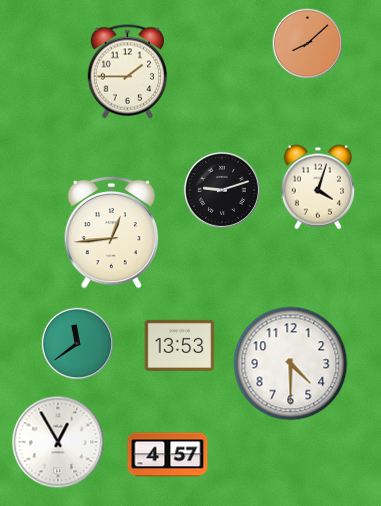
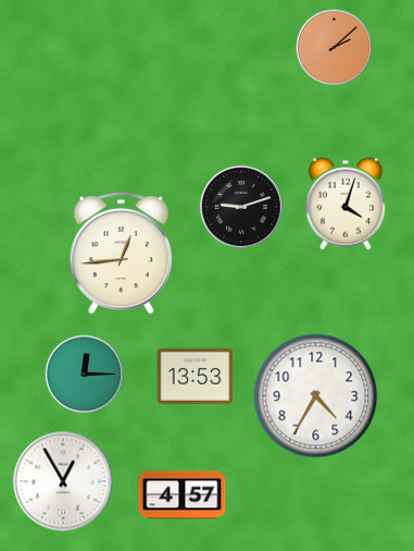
clock at (308, 44): 8:08 -> 2:08
clock at (128, 72): 1:45 -> none
clock at (78, 344): 11:39 -> 12:15
clock at (291, 364): 4:30 -> 4:35
